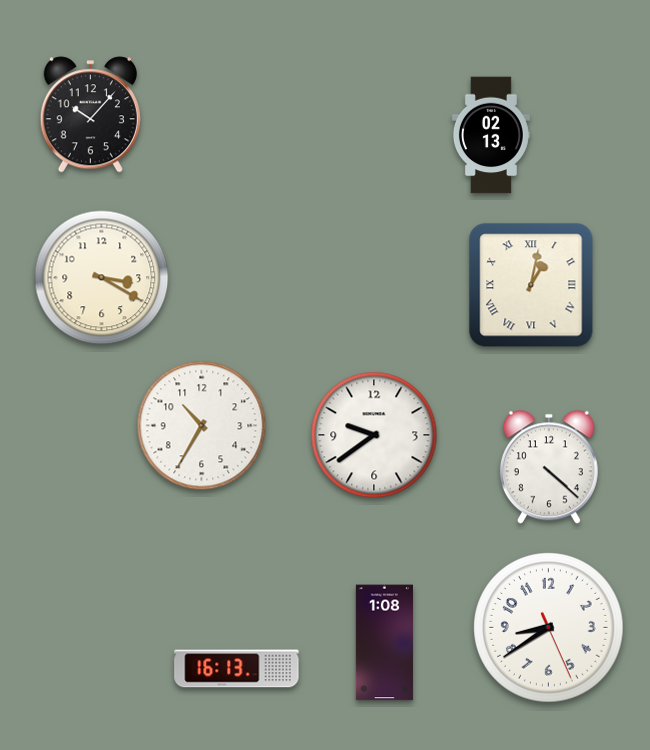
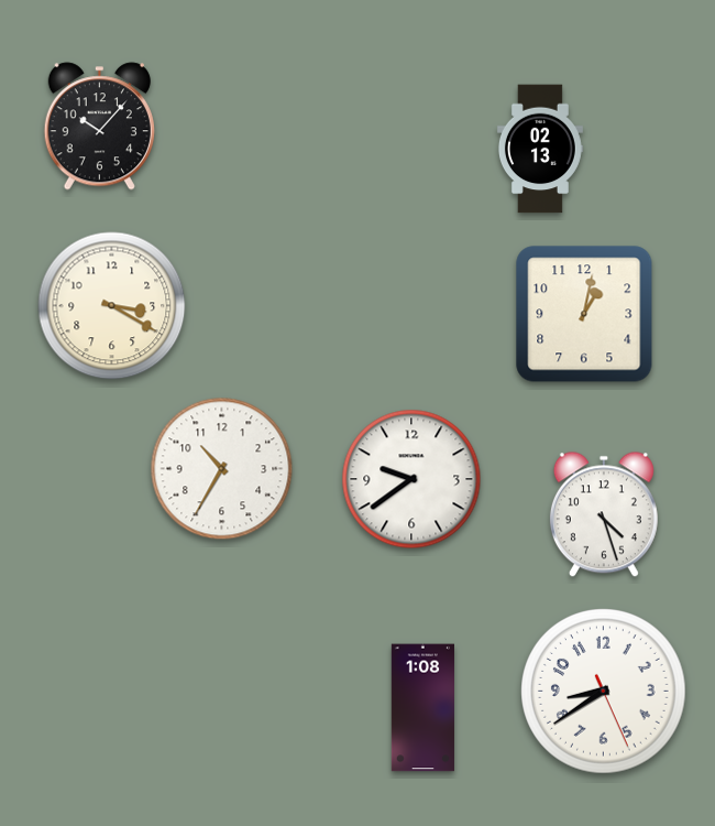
clock at (531, 285) numerals: Roman -> Arabic
clock at (549, 467): 4:22 -> 4:27
clock at (237, 669): 16:13 -> none
